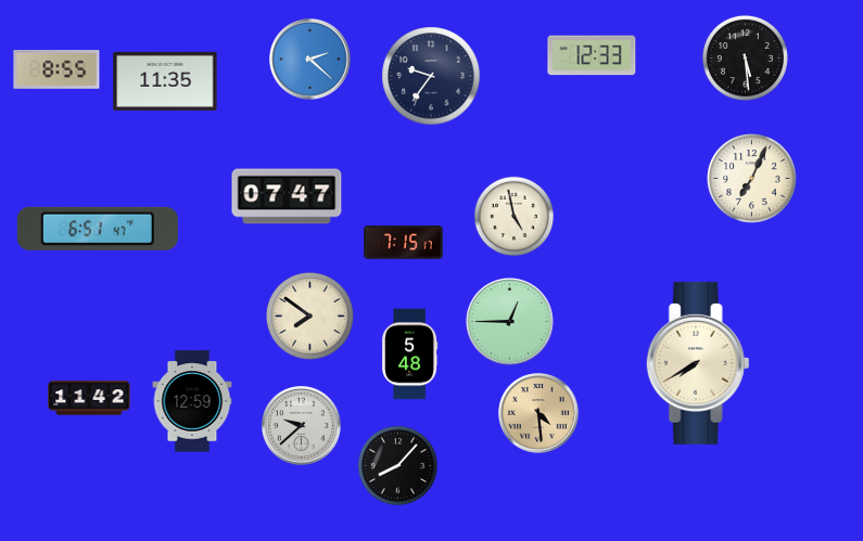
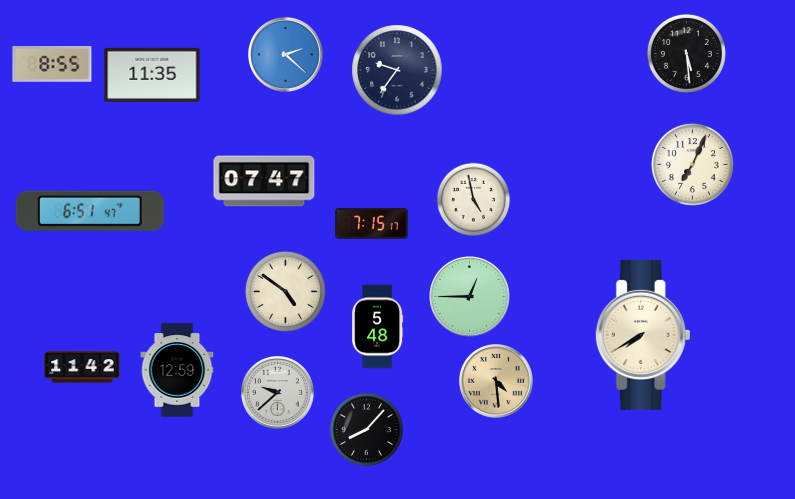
clock at (592, 55): 12:33 -> none
clock at (309, 315): 7:51 -> 4:51
